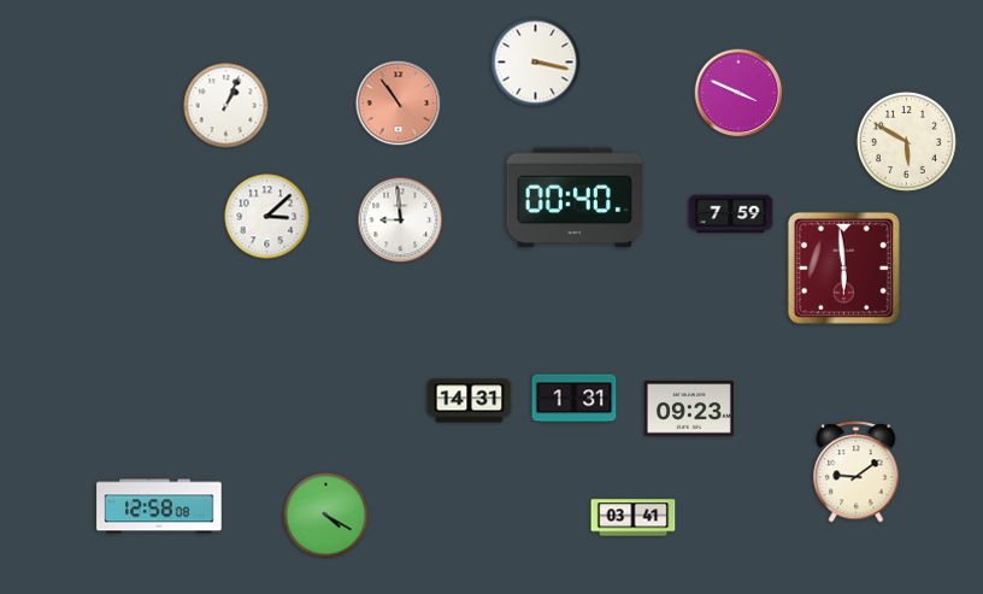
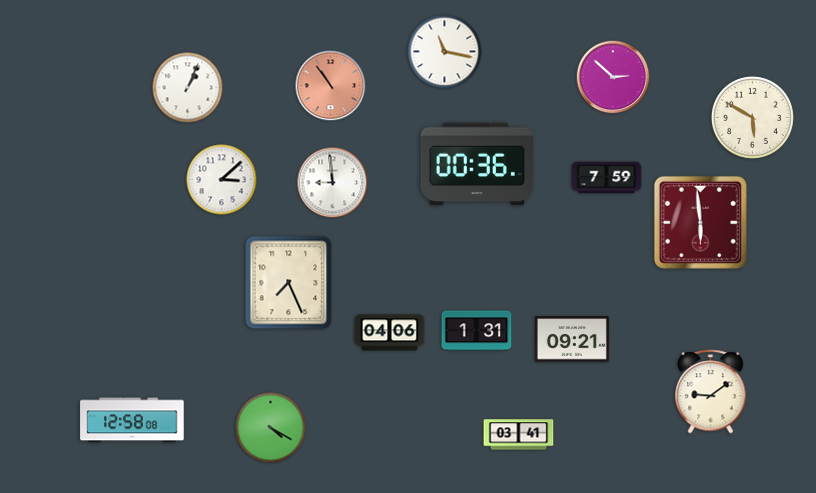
clock at (536, 63): 3:17 -> 11:17
clock at (738, 93): 3:49 -> 2:52
clock at (575, 198): 00:40 -> 00:36
clock at (289, 283): none -> 7:26
clock at (470, 401): 14:31 -> 04:06
clock at (689, 408): 09:23 -> 09:21
clock at (634, 518) position: (634, 518) -> (519, 435)
